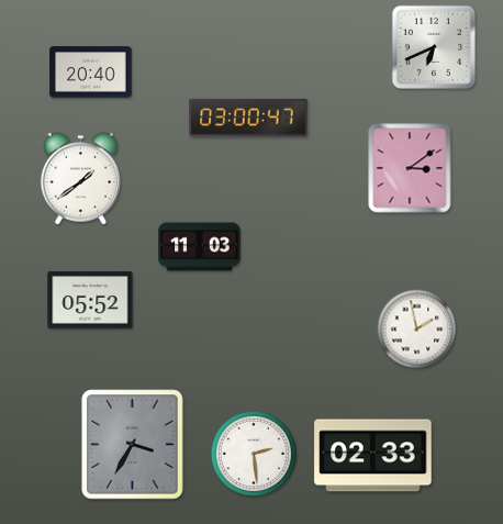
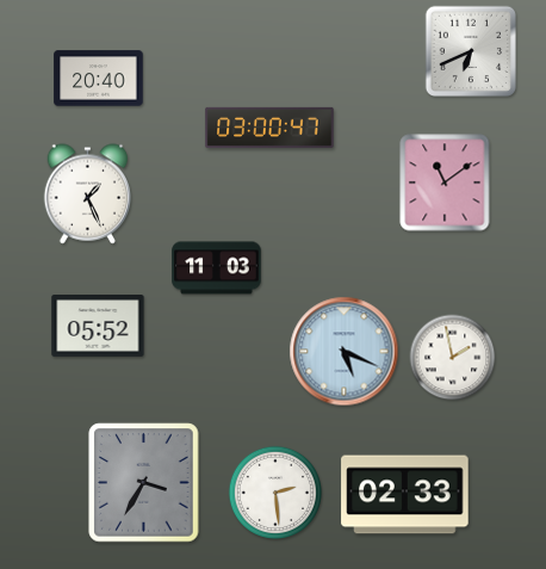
clock at (410, 168): 3:09 -> 11:09
clock at (81, 179): 1:39 -> 1:26
clock at (345, 352): none -> 5:19
